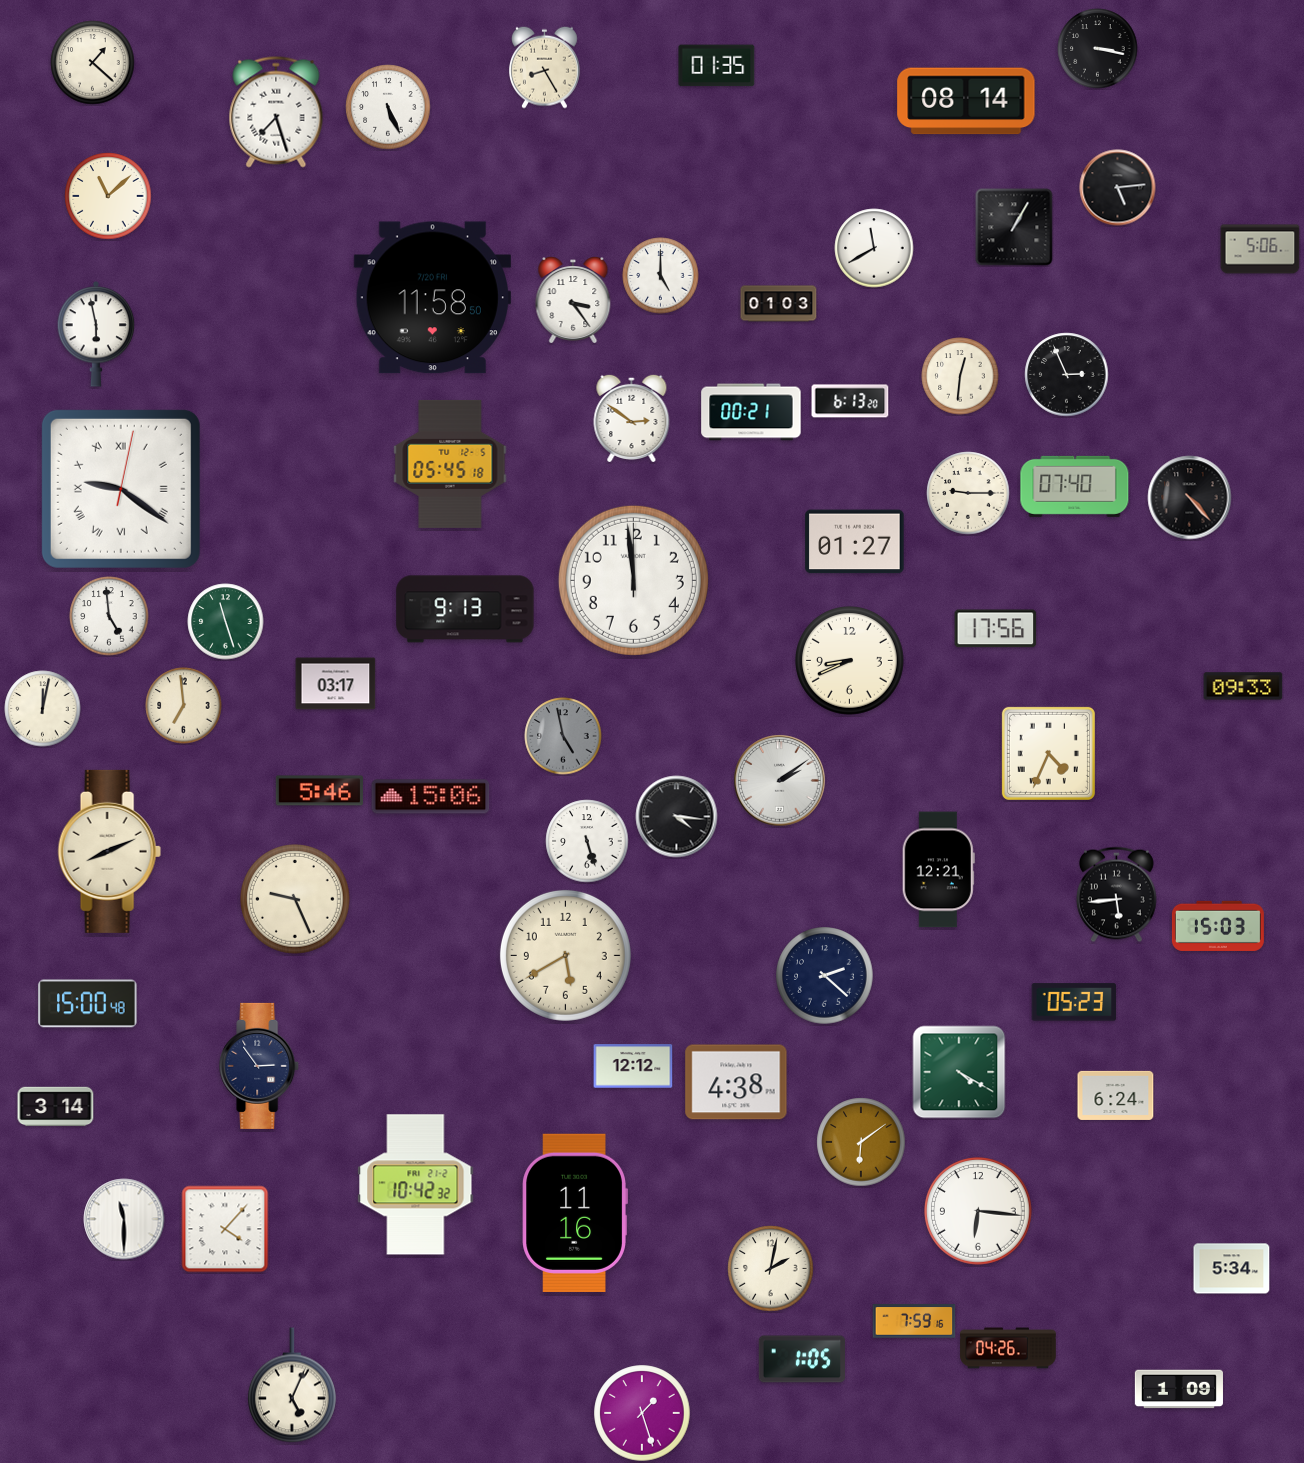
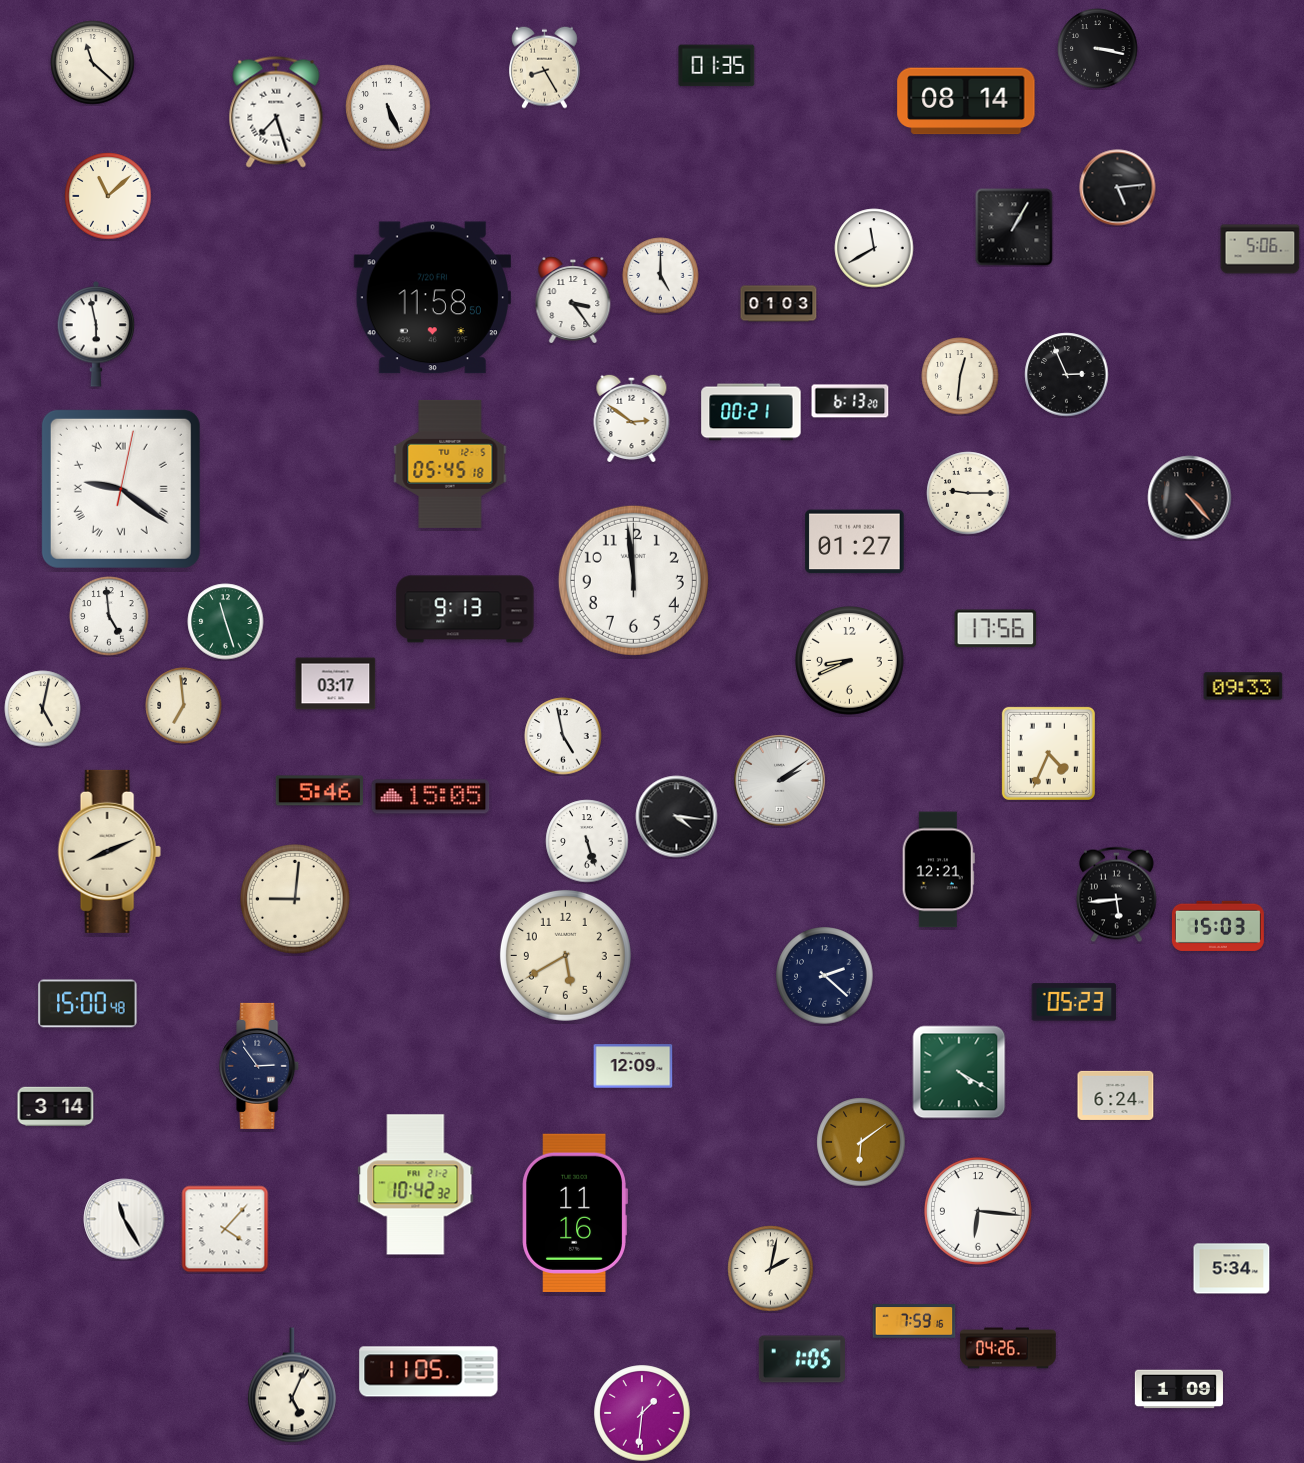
clock at (93, 63): 1:22 -> 11:22
clock at (1075, 486): 07:40 -> none
clock at (43, 709): 12:02 -> 5:02
clock at (563, 736) dial: grey -> white
clock at (431, 797): 15:06 -> 15:05
clock at (296, 900): 9:26 -> 9:01
clock at (633, 1066): 12:12 -> 12:09
clock at (736, 1082): 4:38 -> none
clock at (124, 1219): 11:30 -> 11:25
clock at (429, 1372): none -> 11:05
clock at (642, 1413): 1:27 -> 1:31
